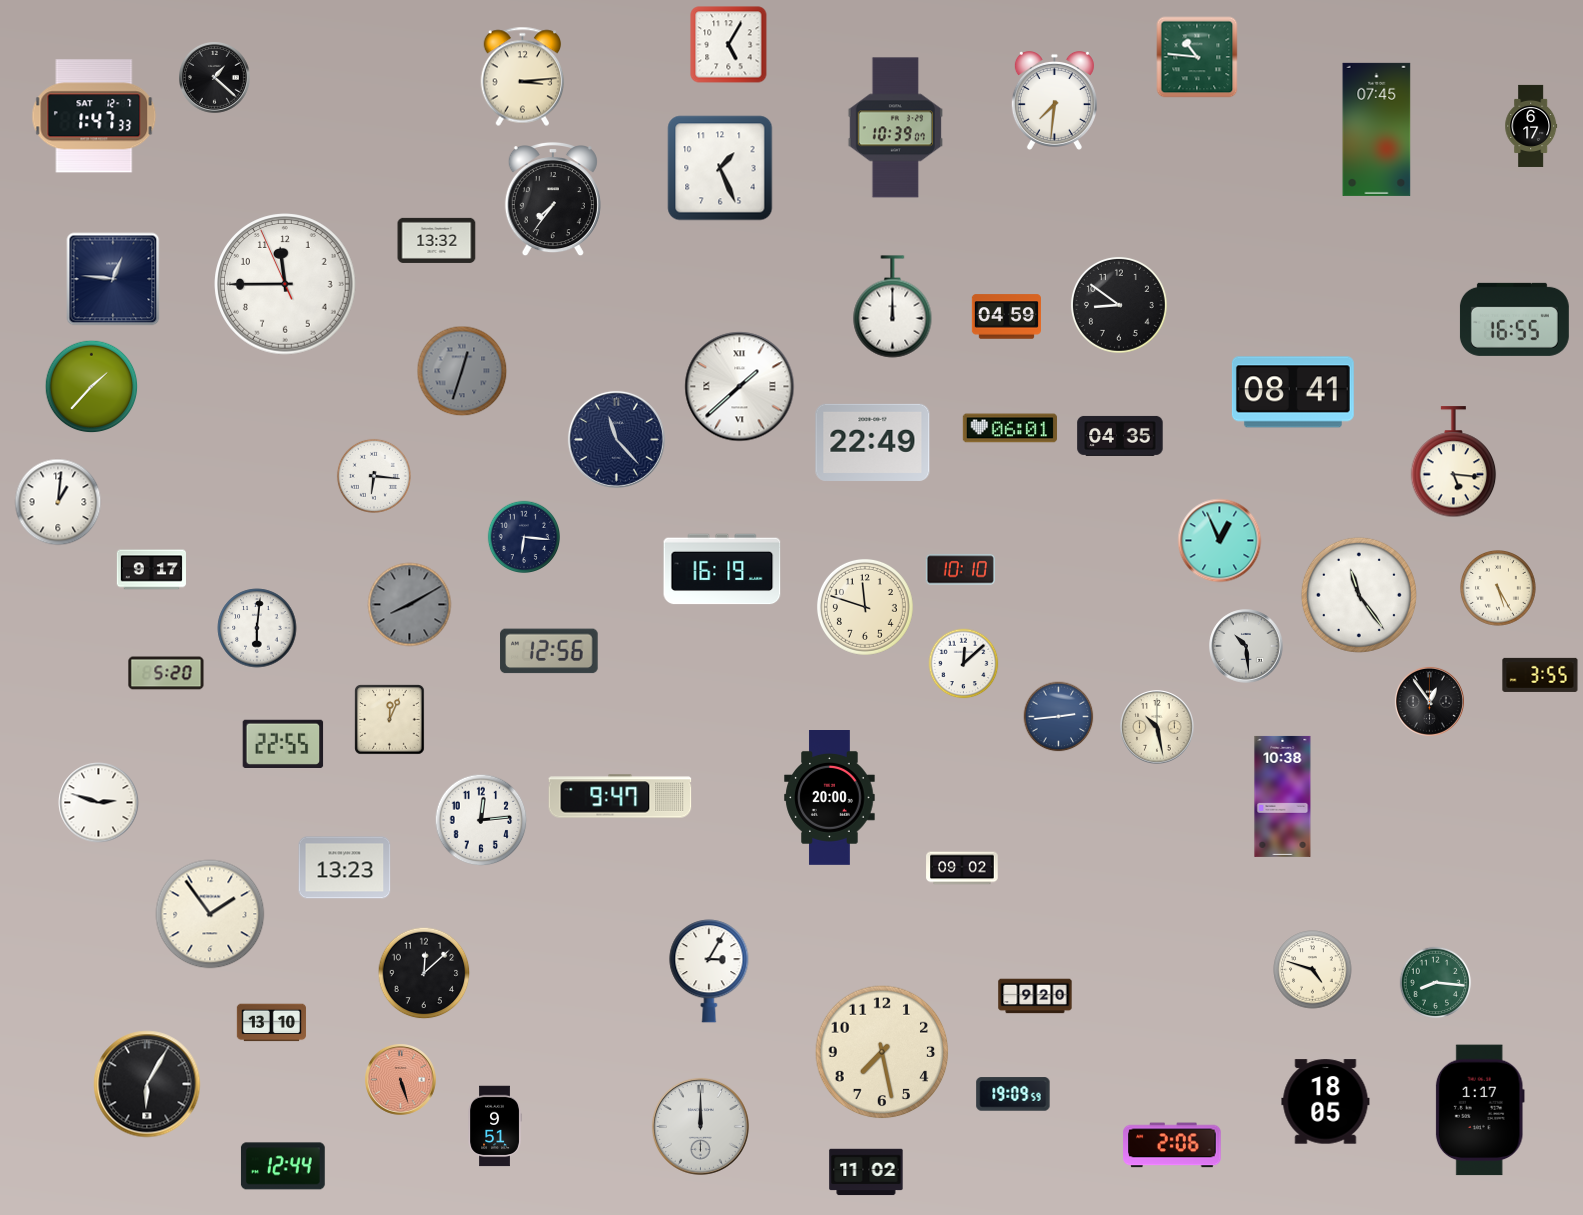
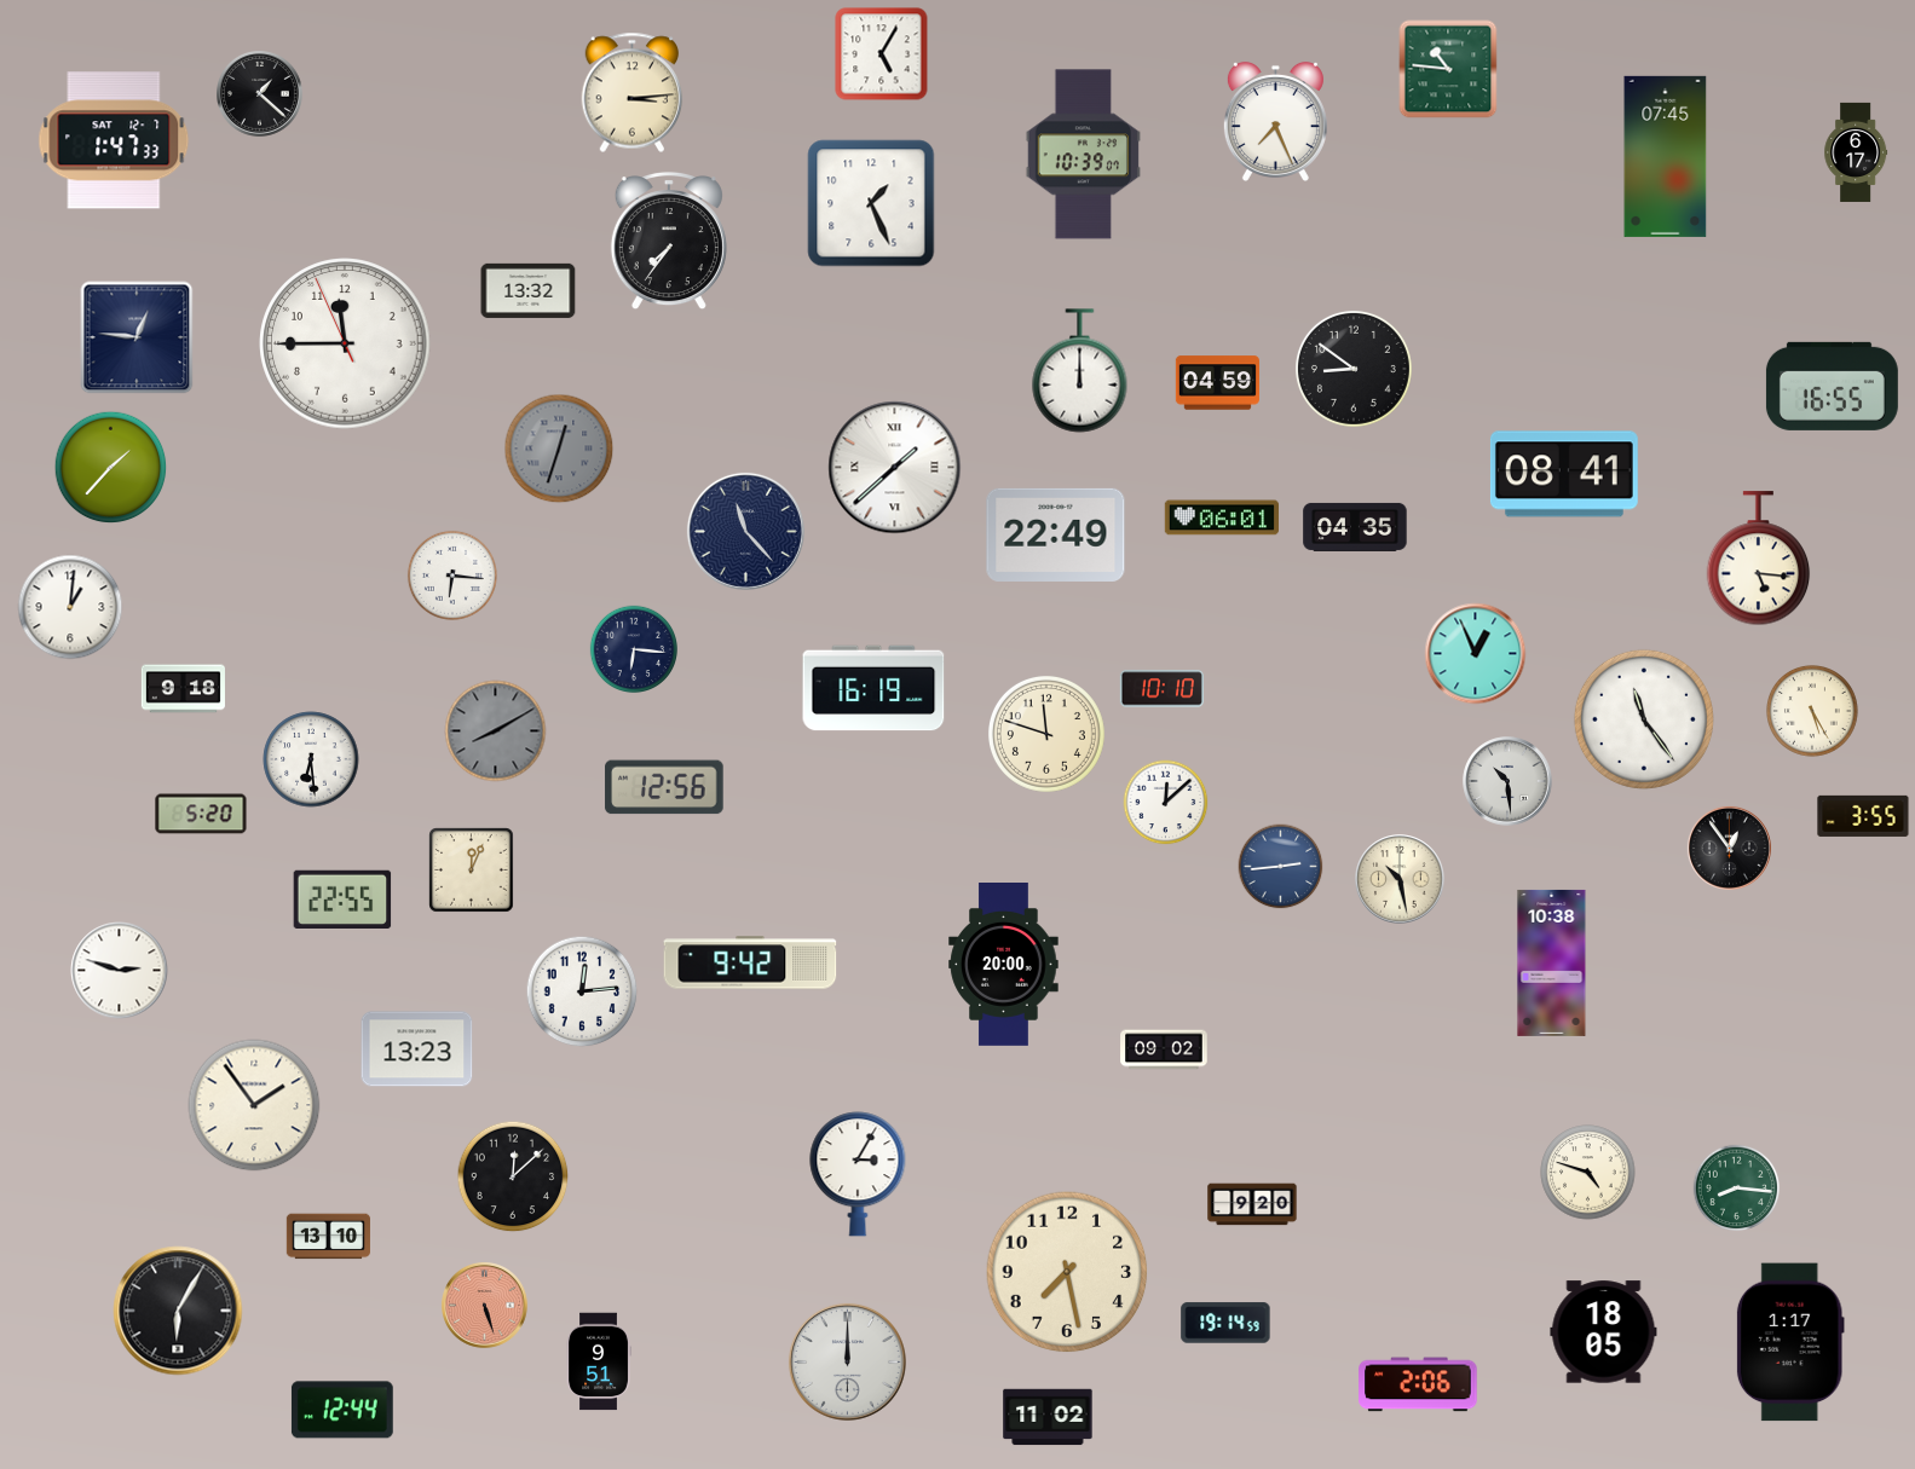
clock at (1054, 100): 7:31 -> 7:26
clock at (1531, 125) position: (1531, 125) -> (1856, 151)
clock at (151, 570): 9:17 -> 9:18
clock at (257, 628): 6:01 -> 6:29
clock at (620, 796): 9:47 -> 9:42
clock at (1013, 1094): 19:09 -> 19:14
